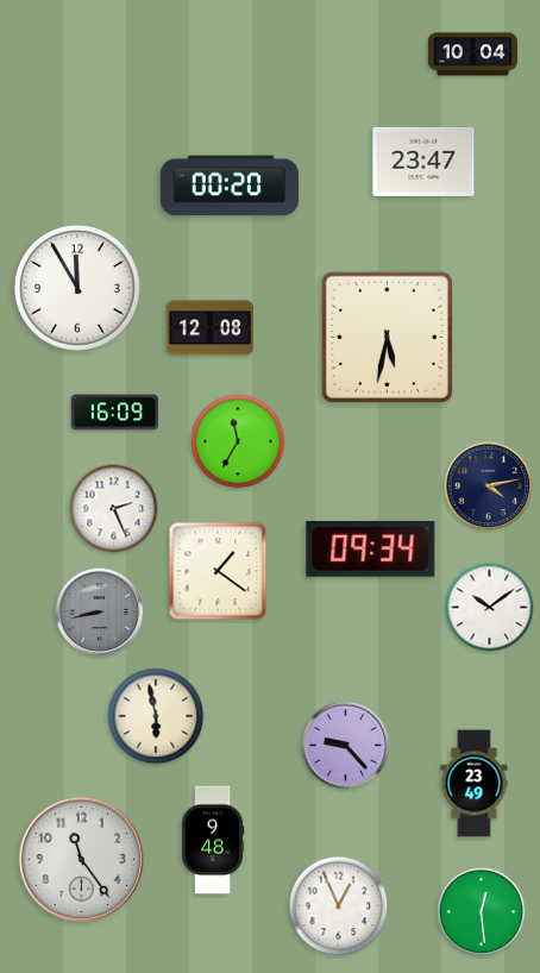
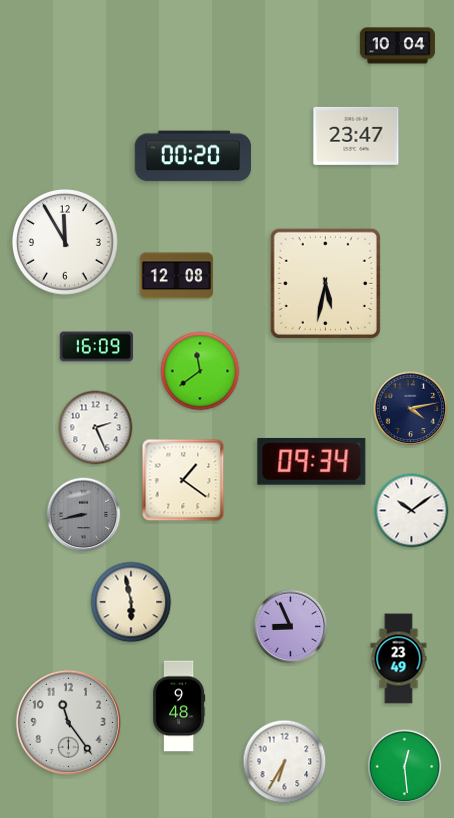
clock at (238, 441): 11:35 -> 11:39
clock at (346, 746): 9:23 -> 8:56
clock at (339, 906): 12:56 -> 6:35
